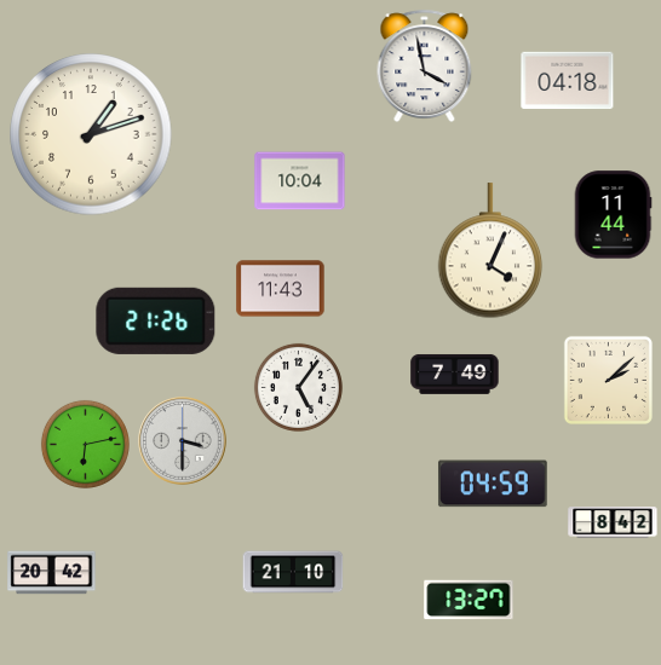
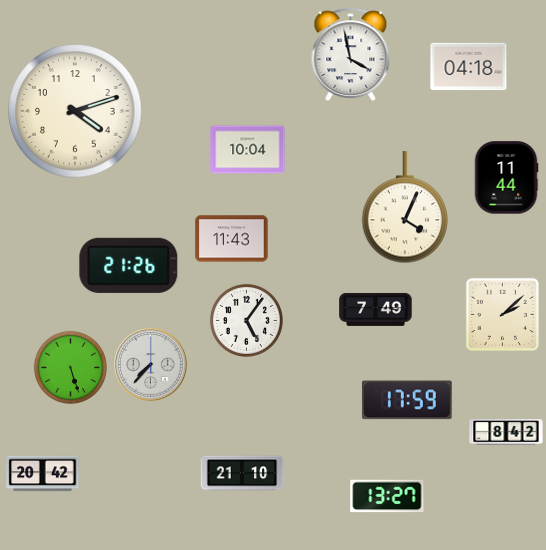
clock at (91, 134): 1:12 -> 4:12
clock at (183, 441): 3:30 -> 7:37
clock at (85, 444): 6:13 -> 5:27
clock at (493, 484): 04:59 -> 17:59
